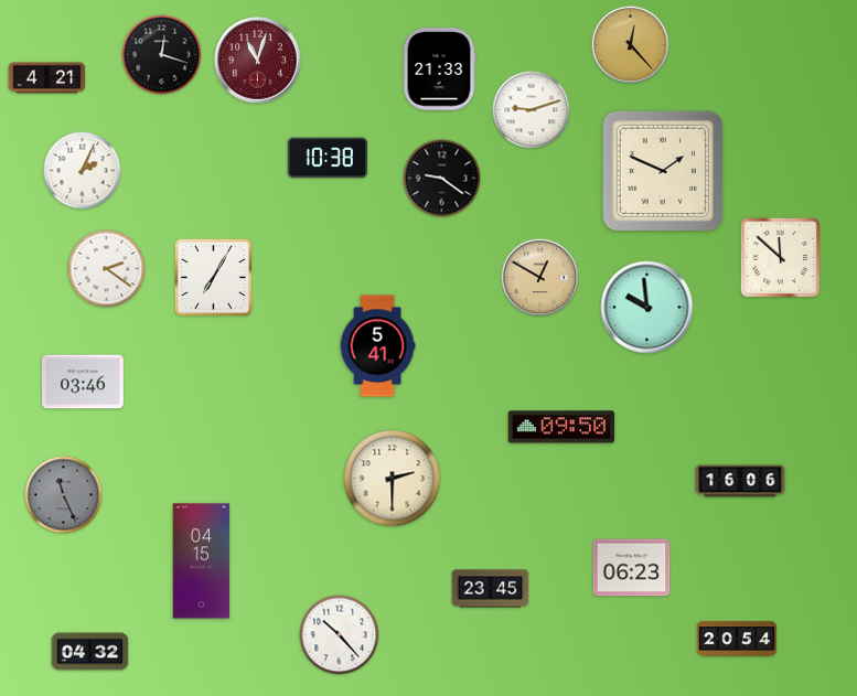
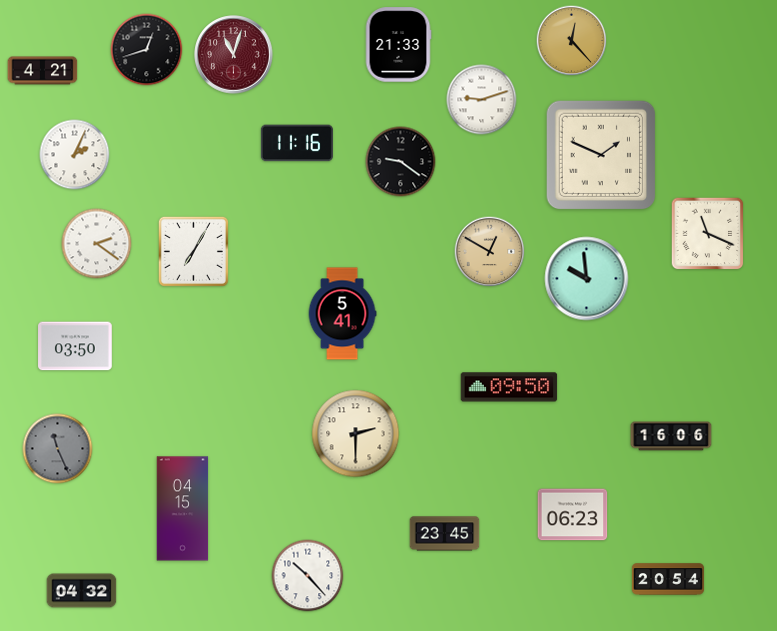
clock at (162, 55): 12:18 -> 12:42
clock at (439, 69) position: (439, 69) -> (398, 45)
clock at (328, 158): 10:38 -> 11:16
clock at (781, 258): 11:52 -> 11:19
clock at (83, 382): 03:46 -> 03:50
